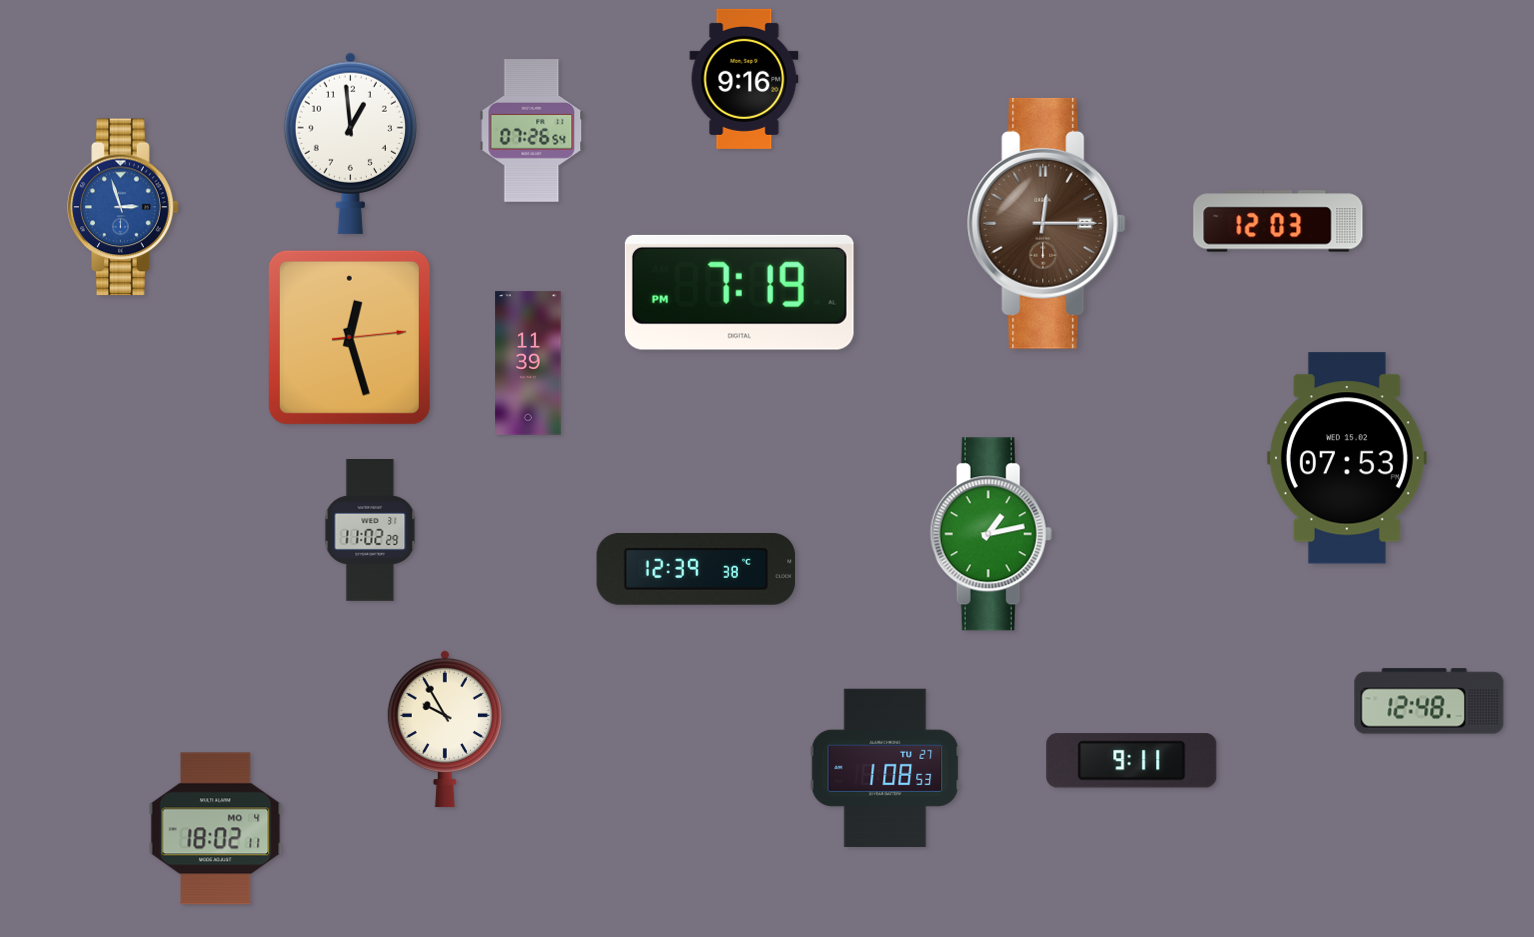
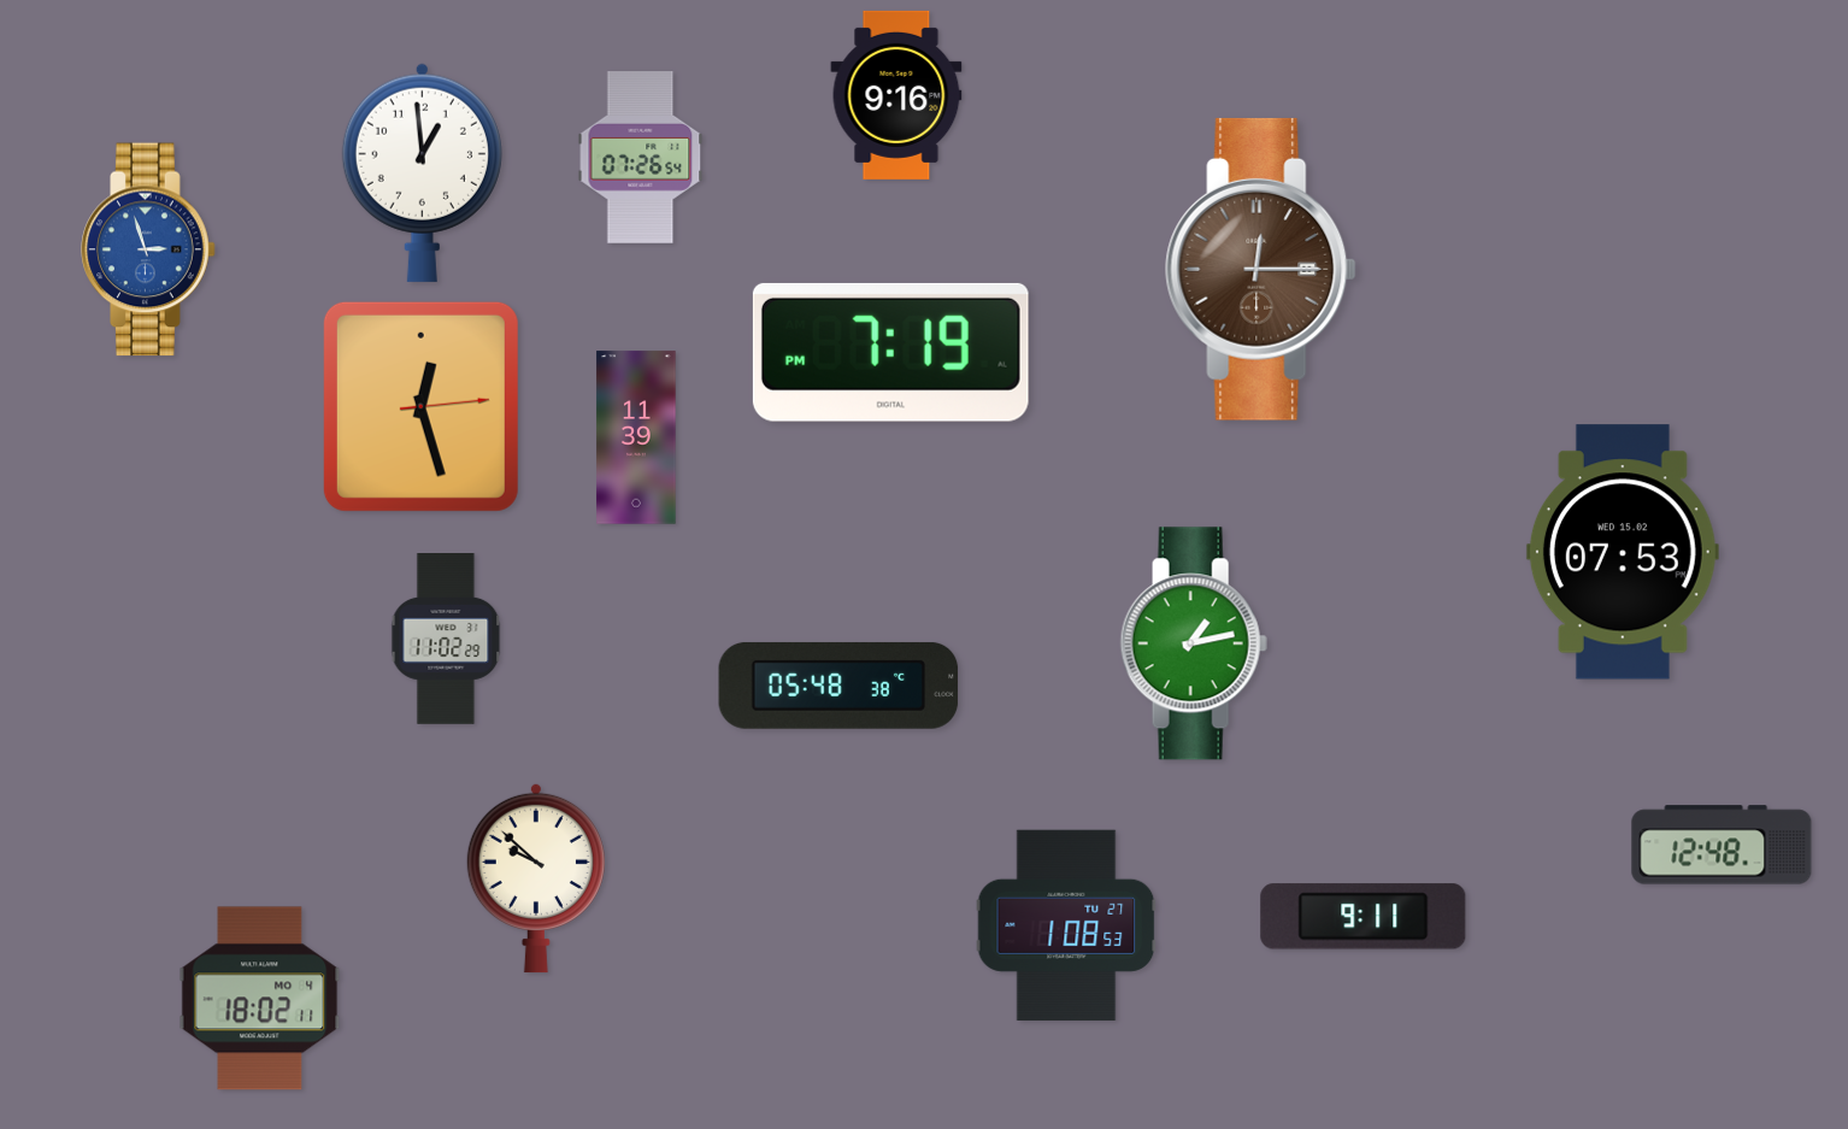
clock at (1278, 221): 12:03 -> none
clock at (696, 569): 12:39 -> 05:48
clock at (445, 729): 9:55 -> 9:52
